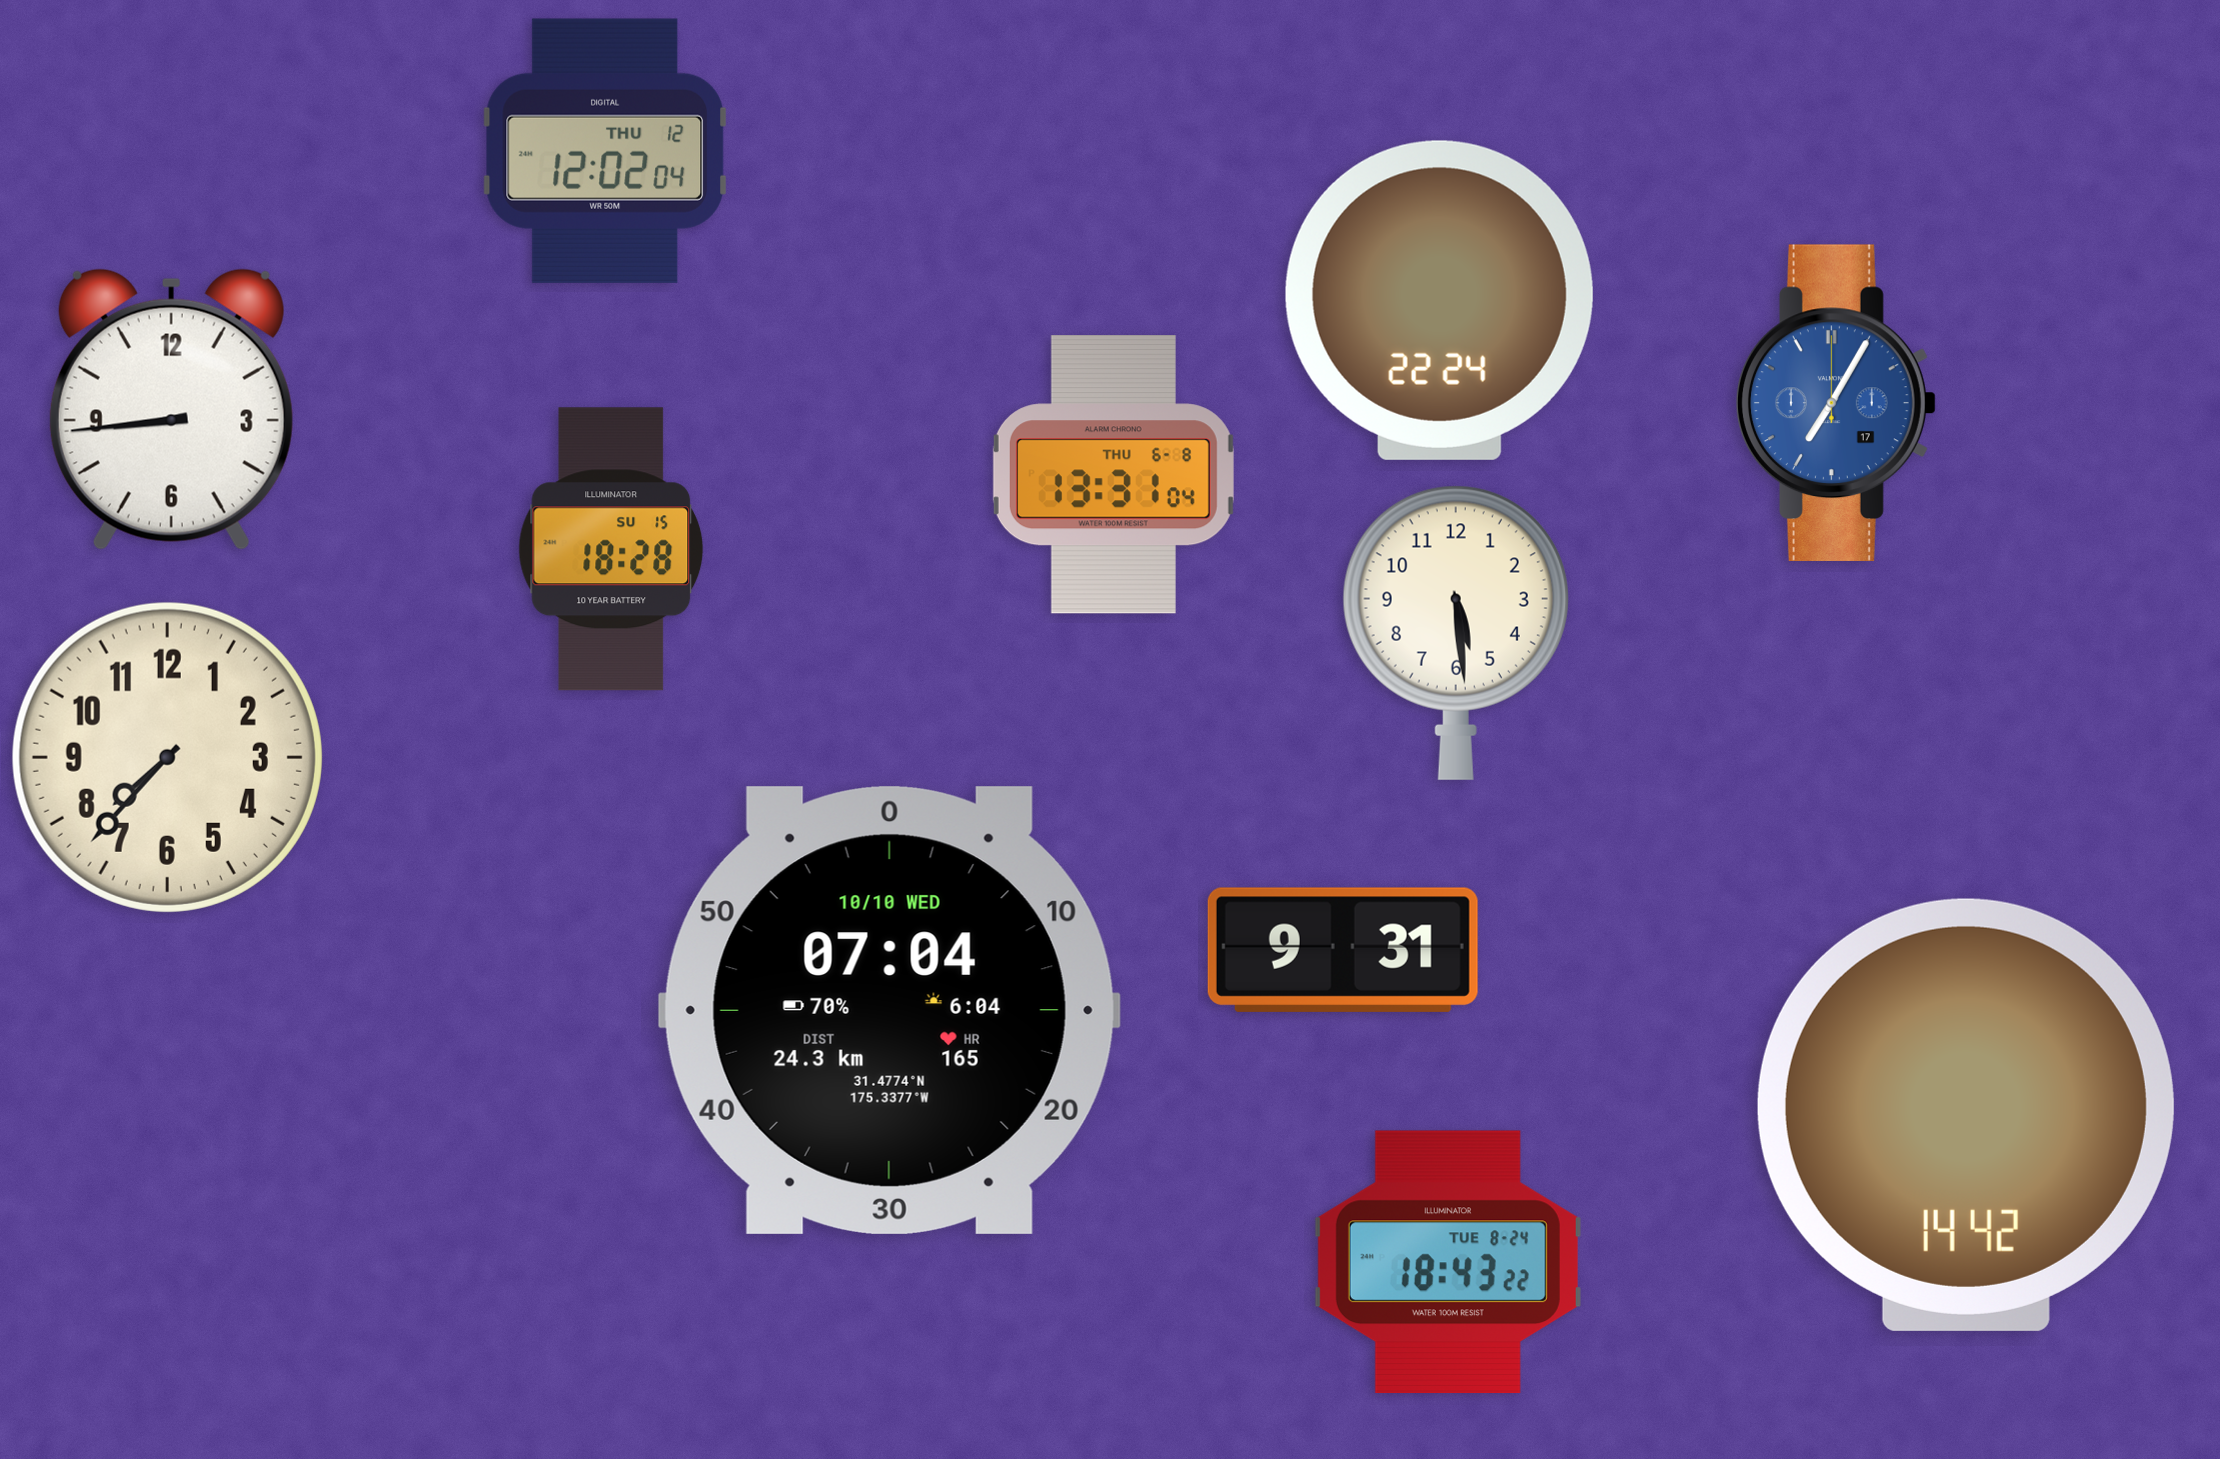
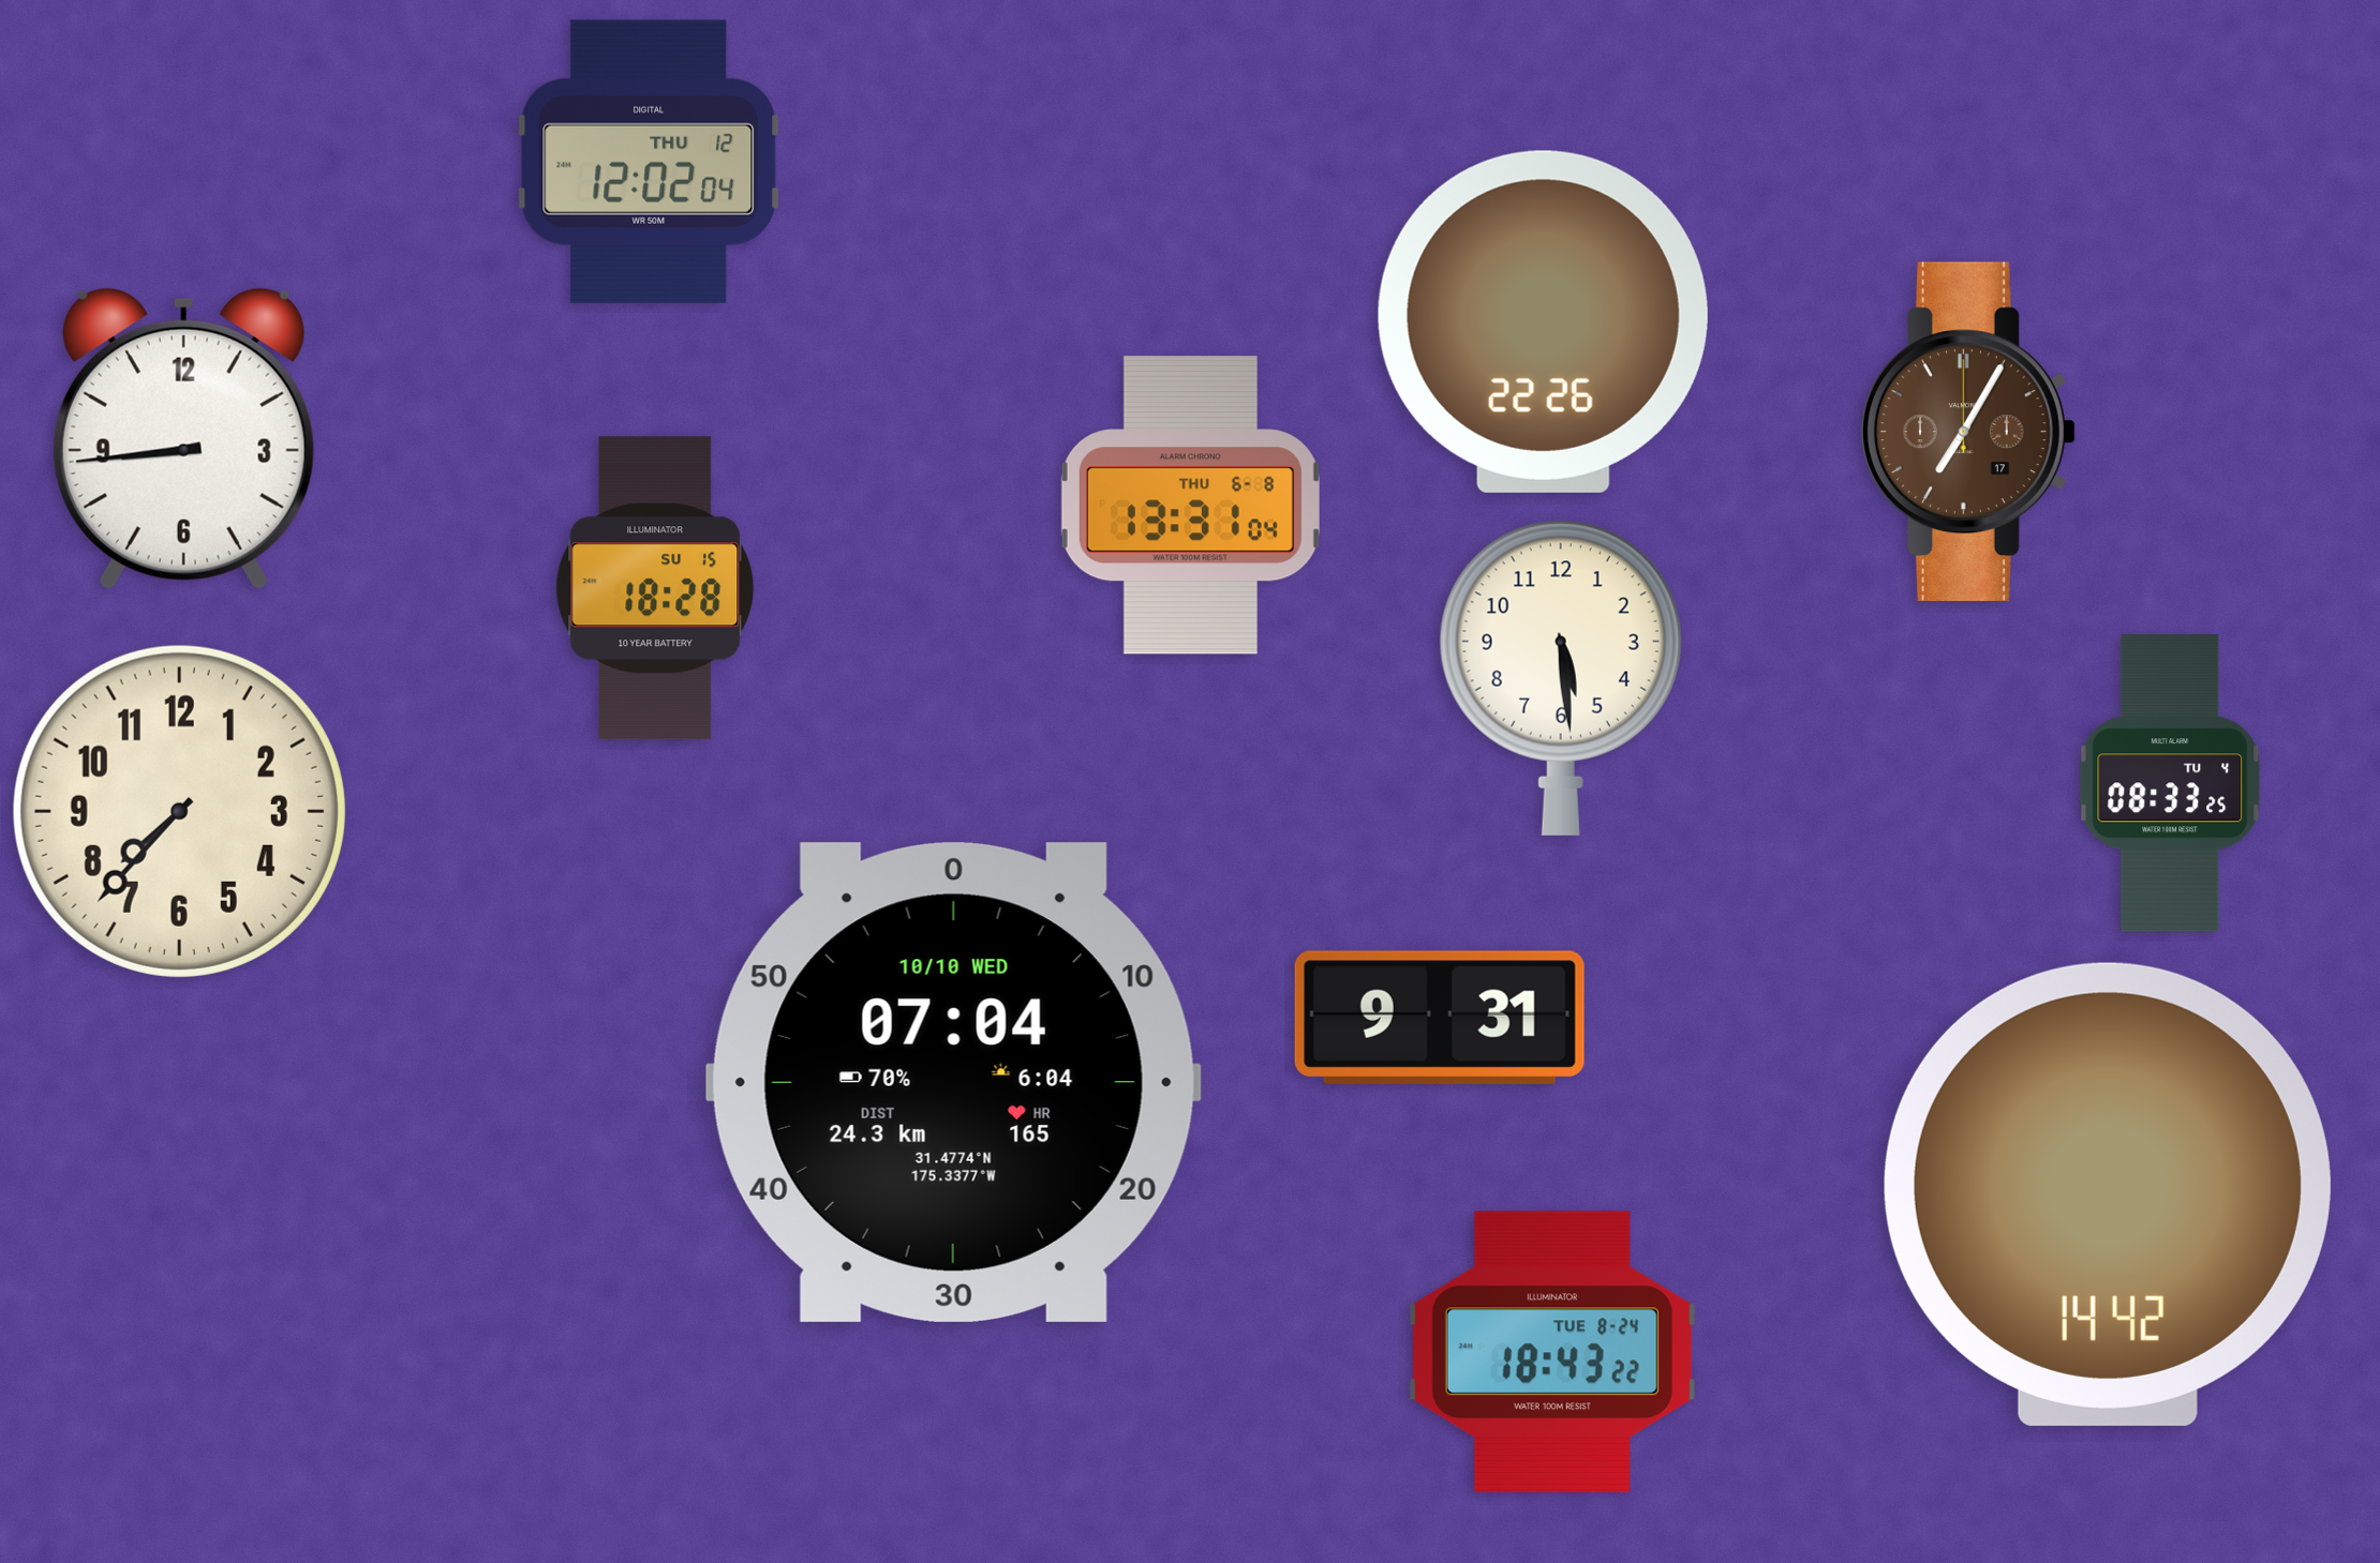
clock at (1439, 300): 22:24 -> 22:26
clock at (1837, 403) dial: blue -> brown
clock at (1113, 475) position: (1113, 475) -> (1190, 506)
clock at (2170, 783): none -> 08:33
